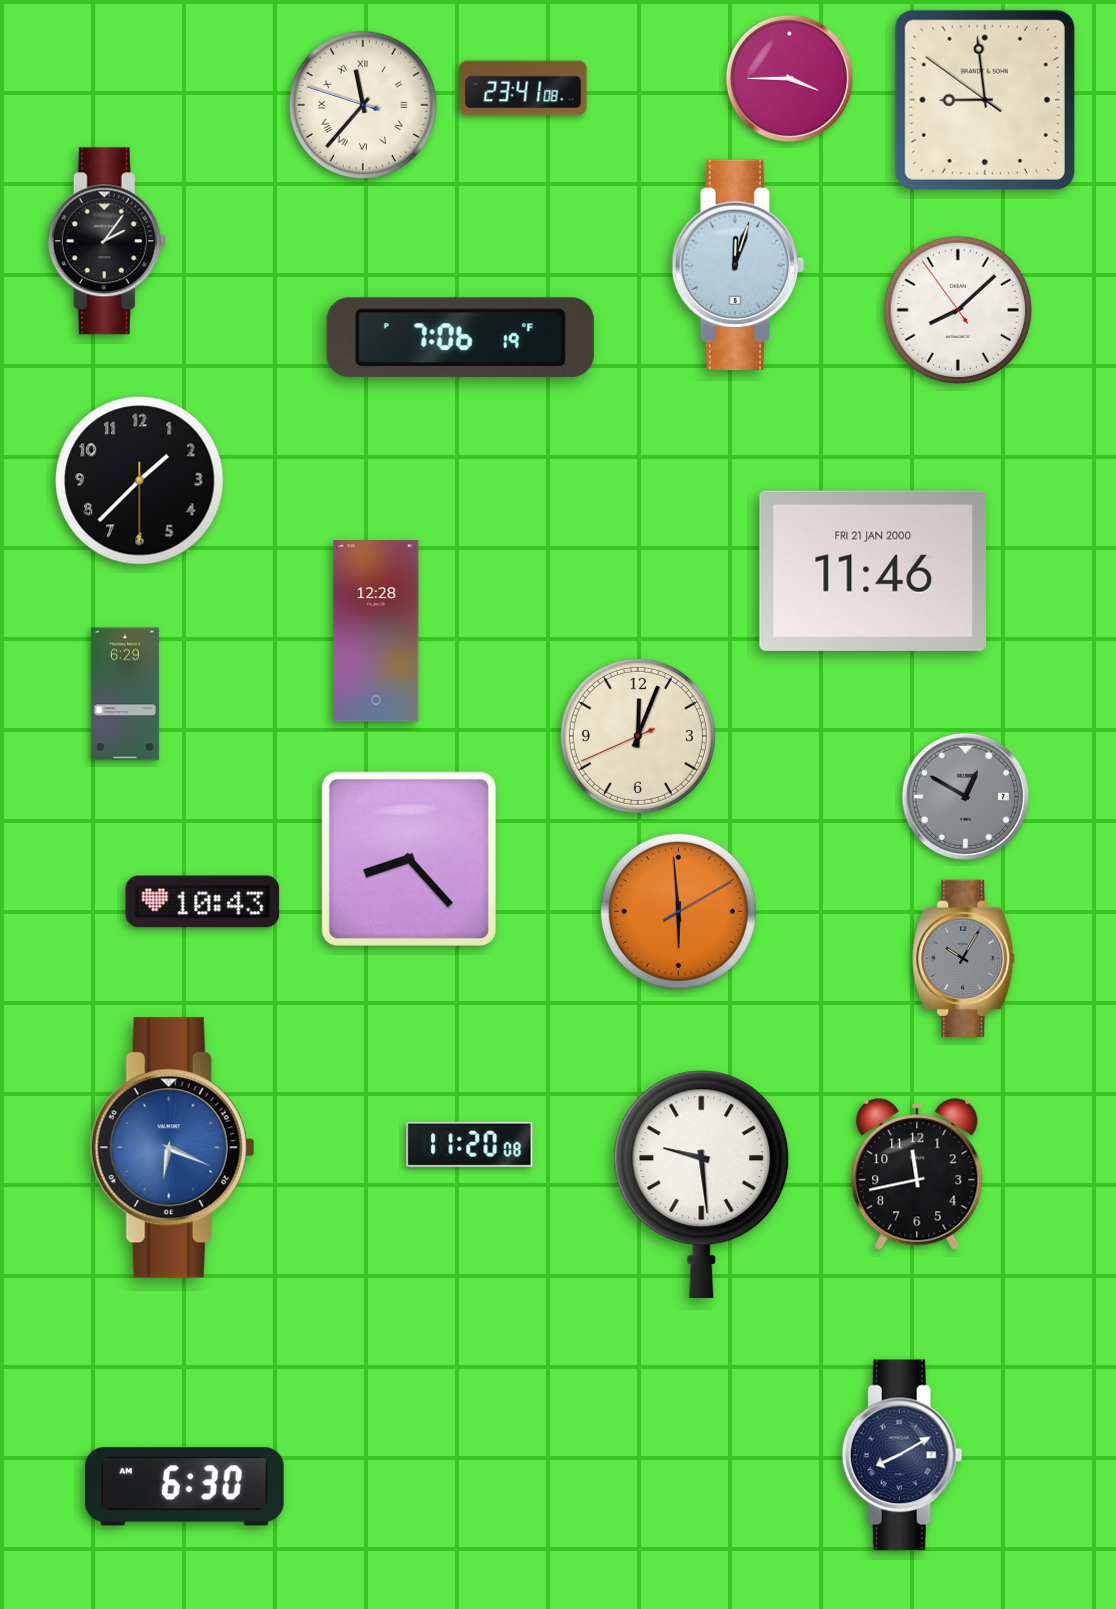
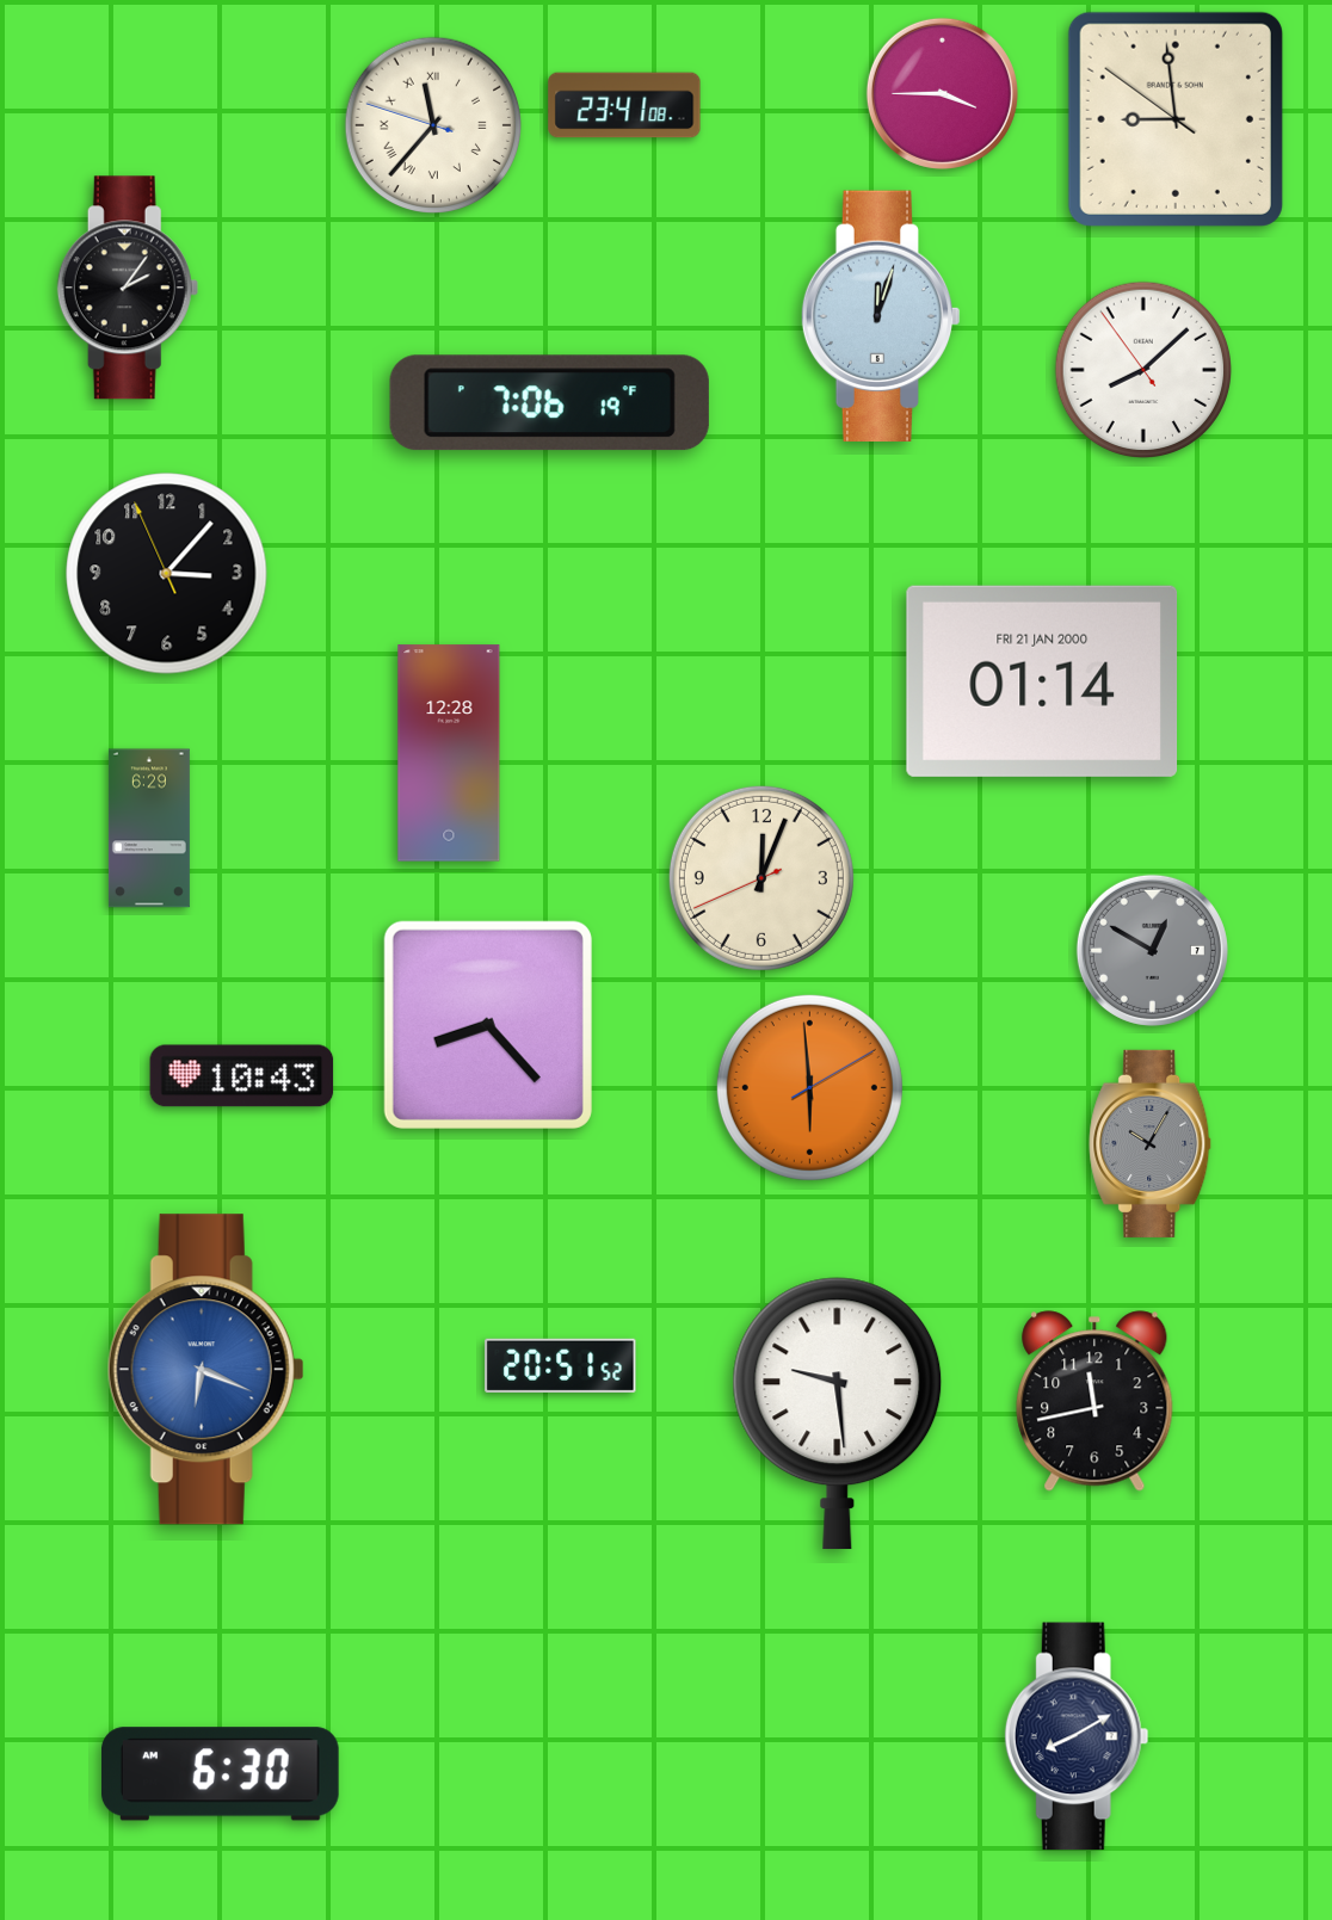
clock at (140, 481): 1:37 -> 3:06
clock at (873, 571): 11:46 -> 01:14
clock at (470, 1144): 11:20 -> 20:51
